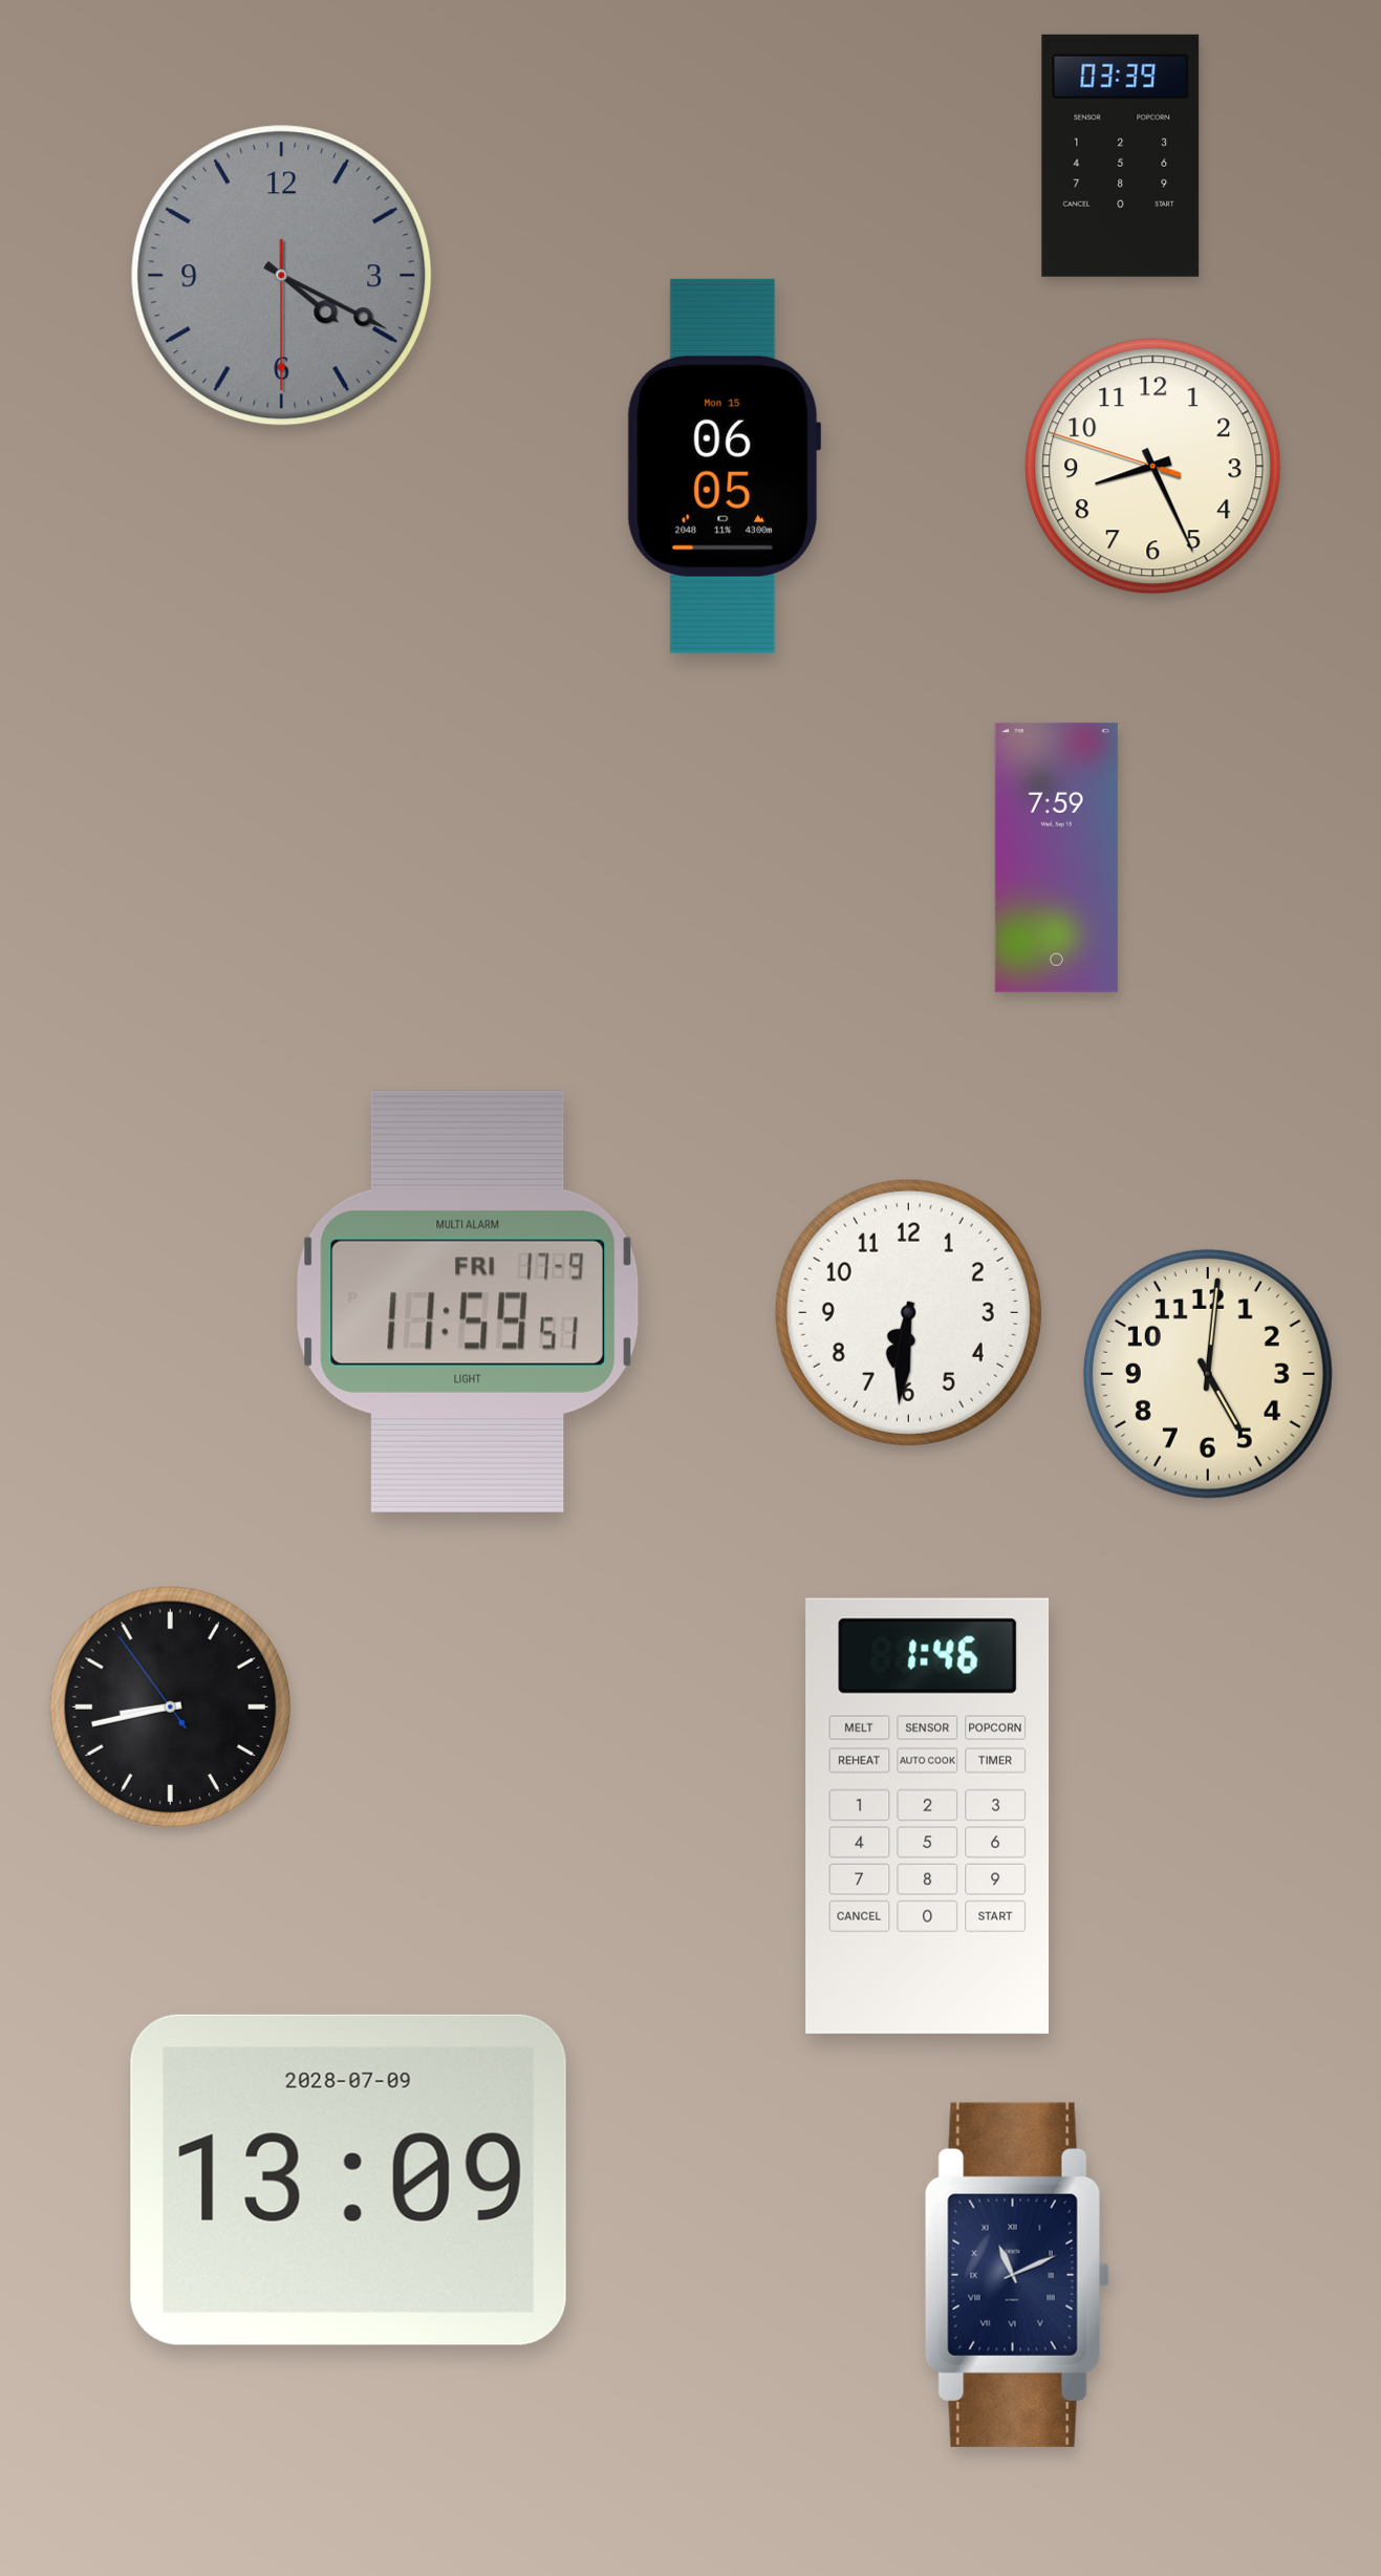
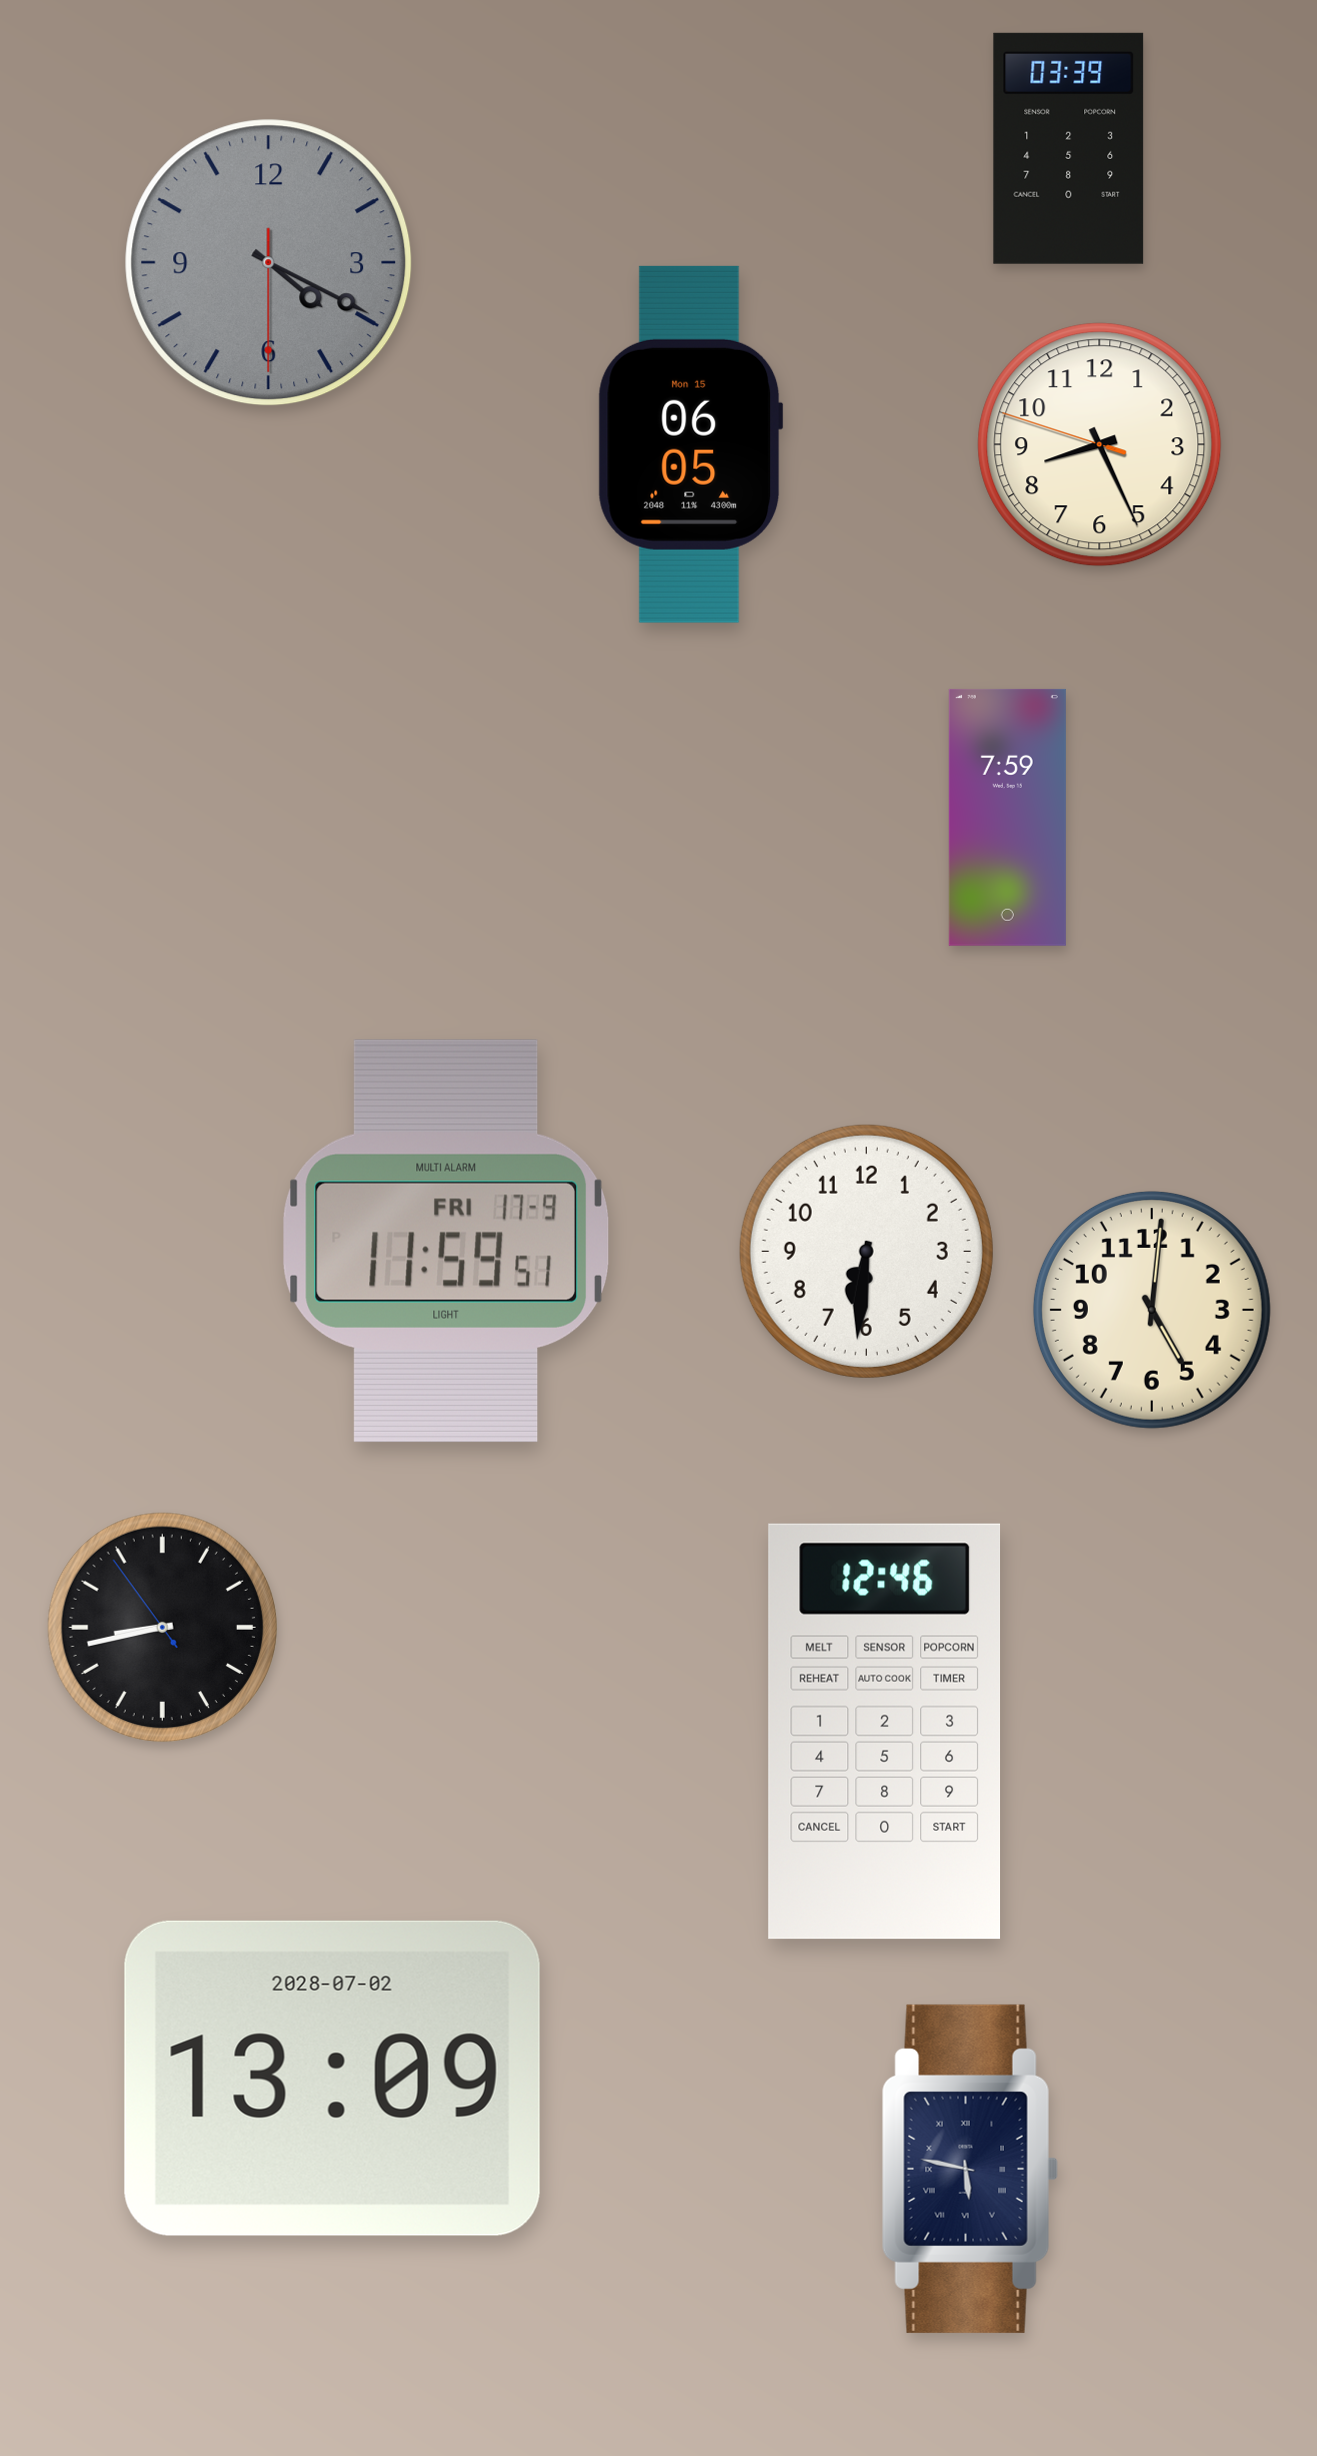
clock at (928, 1816): 1:46 -> 12:46
clock at (348, 2180) date: 2028-07-09 -> 2028-07-02
clock at (1017, 2275): 11:11 -> 5:47
